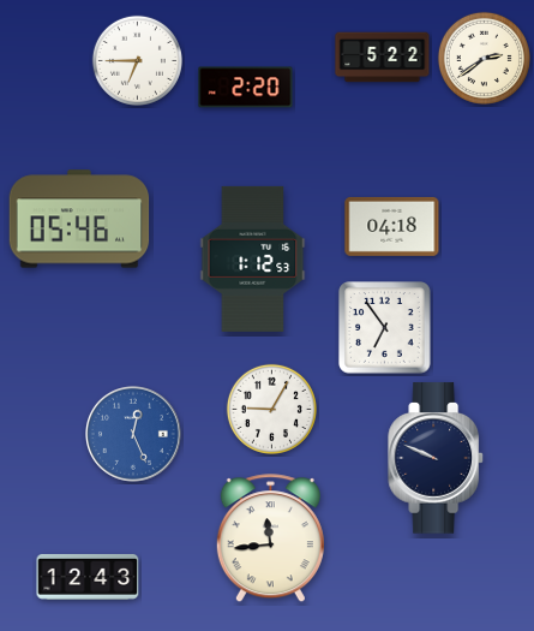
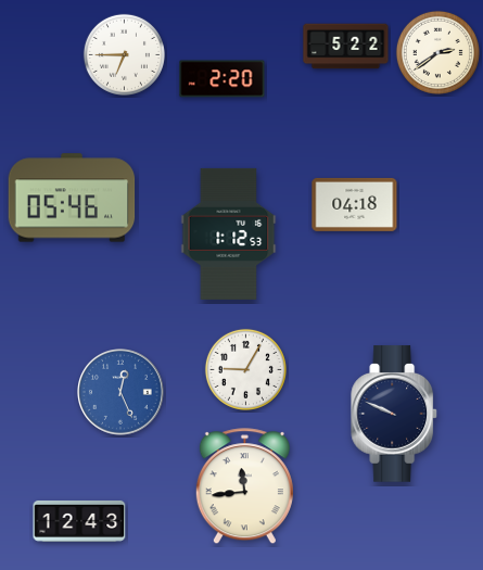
clock at (383, 58) position: (383, 58) -> (346, 47)
clock at (385, 328): 6:54 -> none
